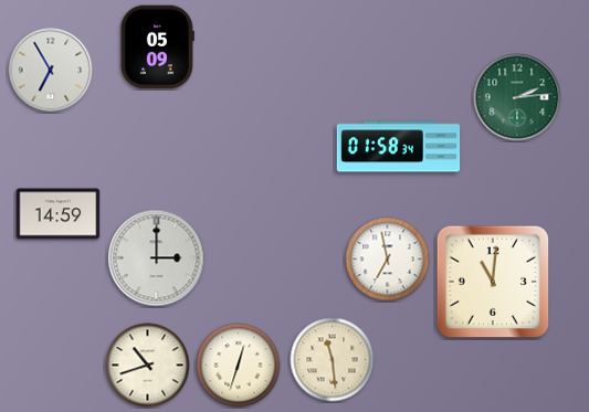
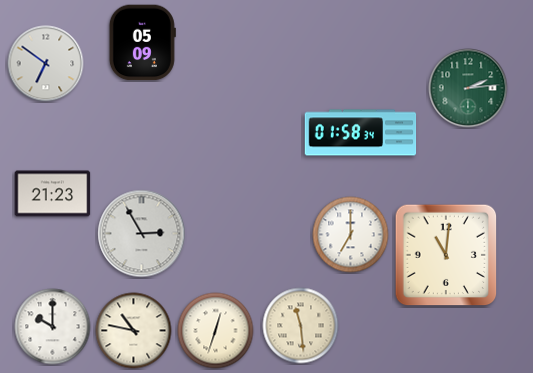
clock at (51, 71): 6:55 -> 6:51
clock at (59, 214): 14:59 -> 21:23
clock at (157, 258): 3:00 -> 2:55
clock at (388, 260): 6:58 -> 7:00
clock at (53, 327): none -> 10:00
clock at (148, 366): 10:42 -> 10:47
